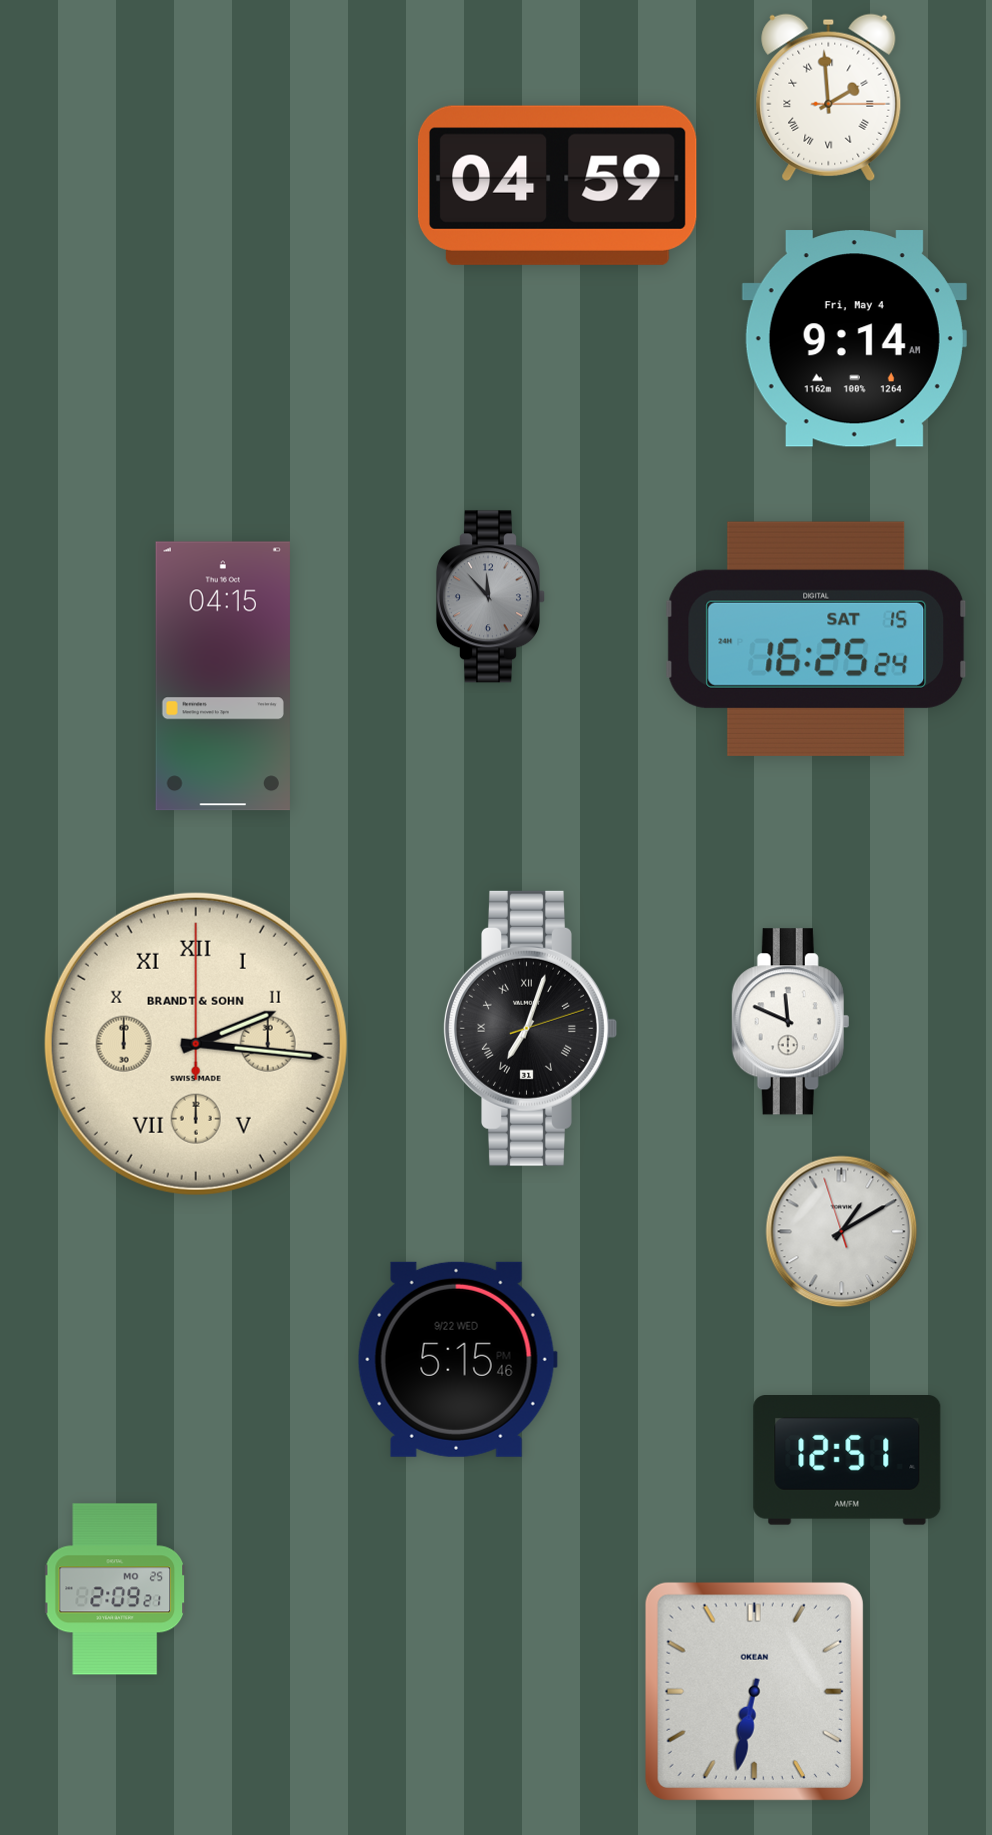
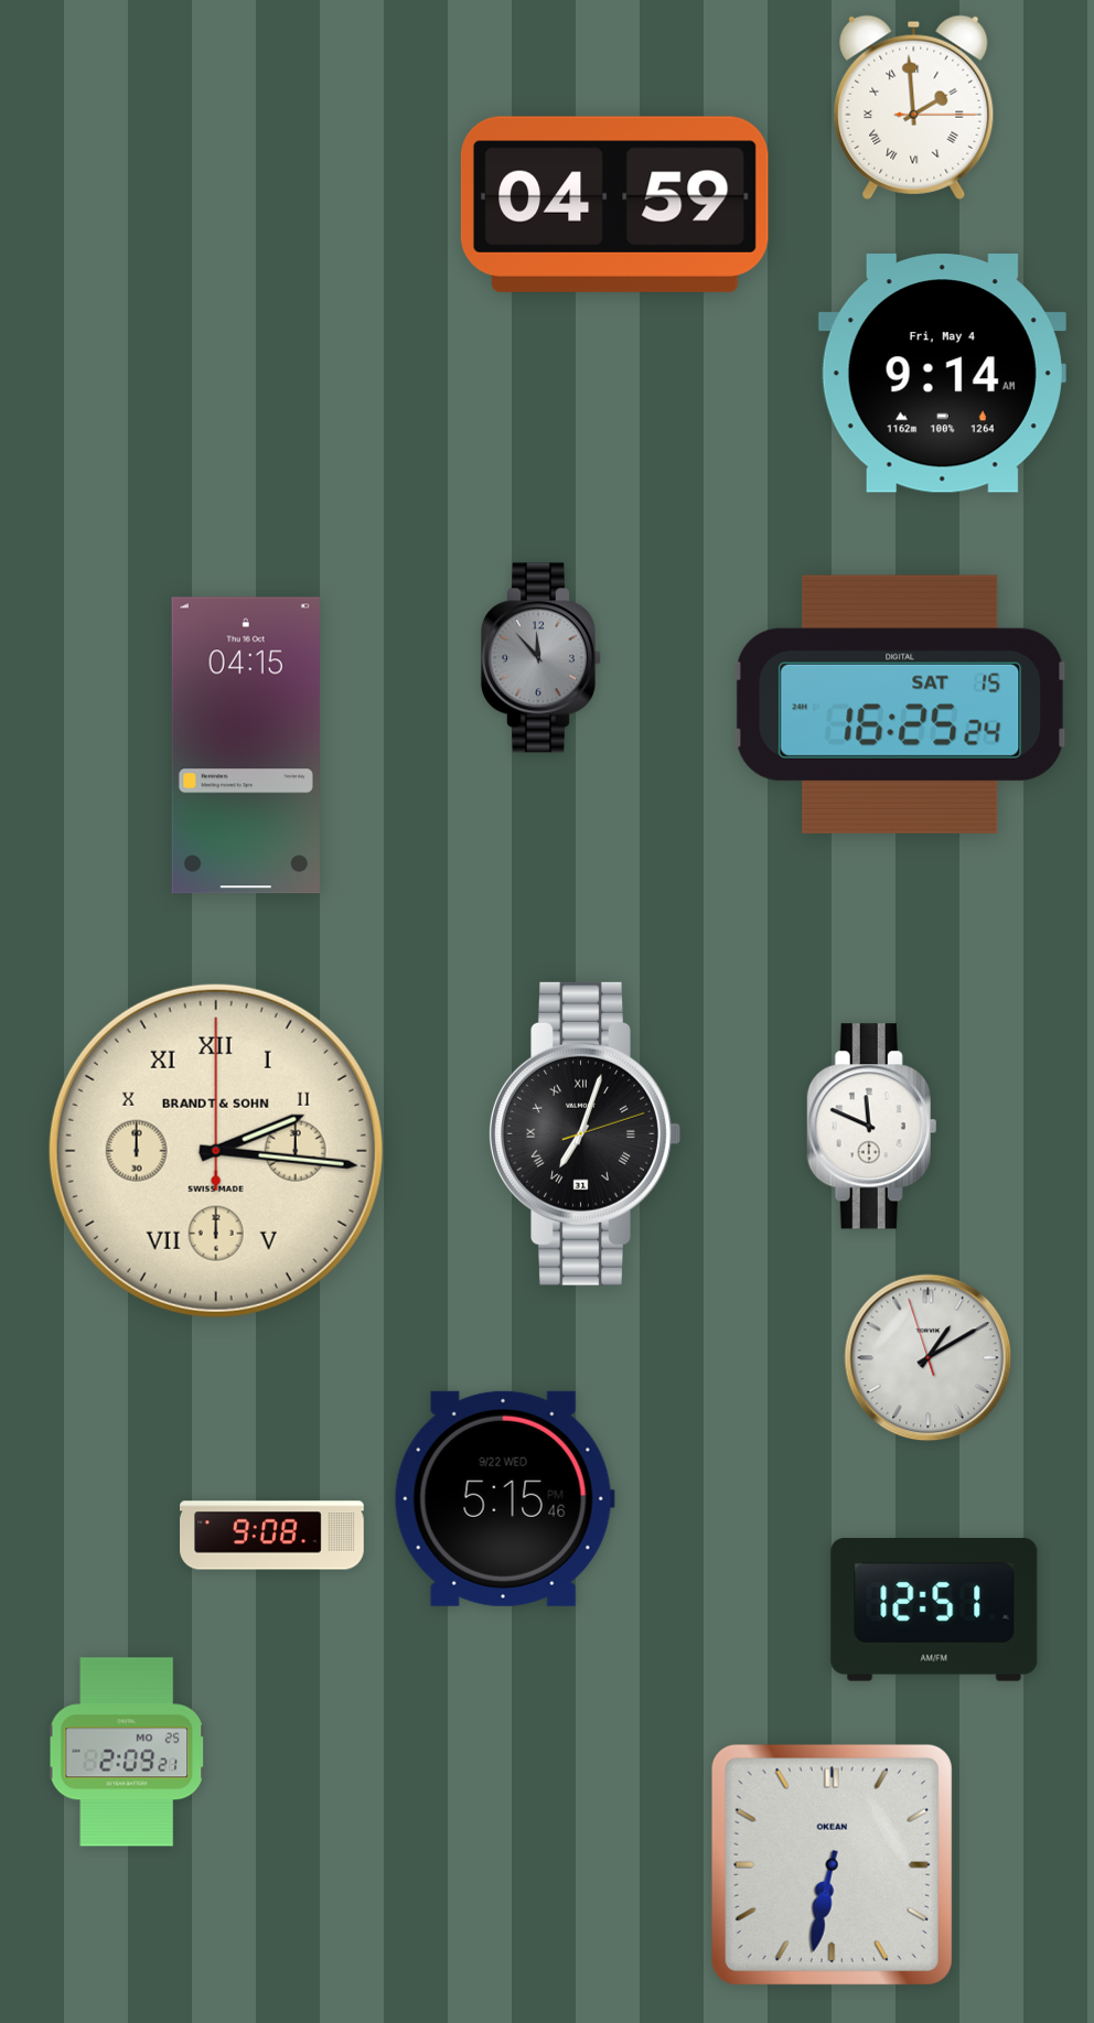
clock at (272, 1536): none -> 9:08
